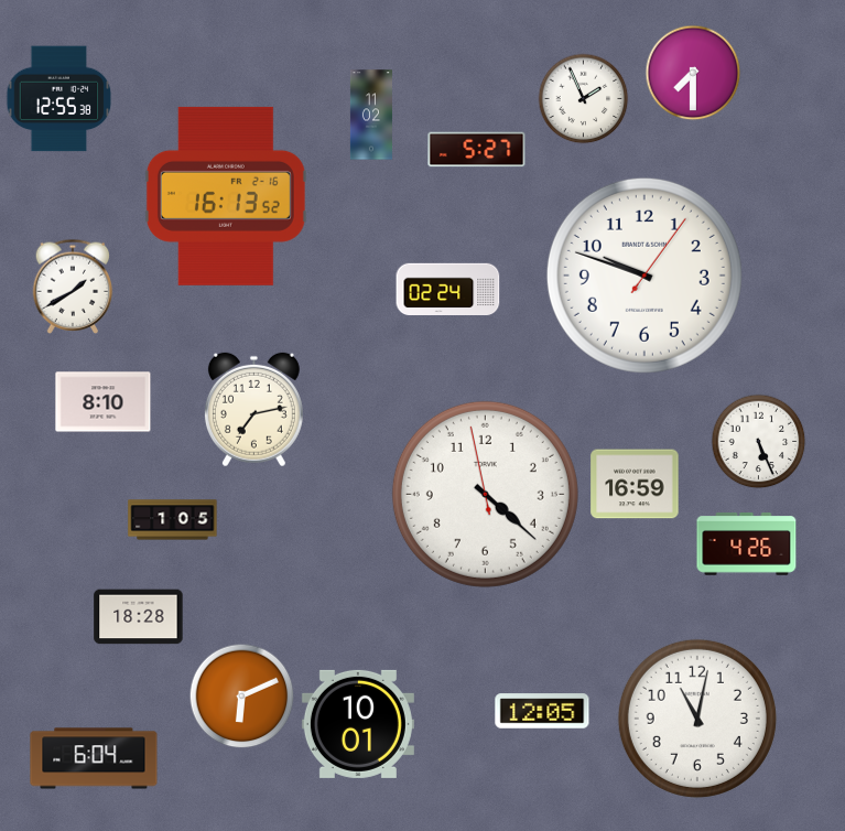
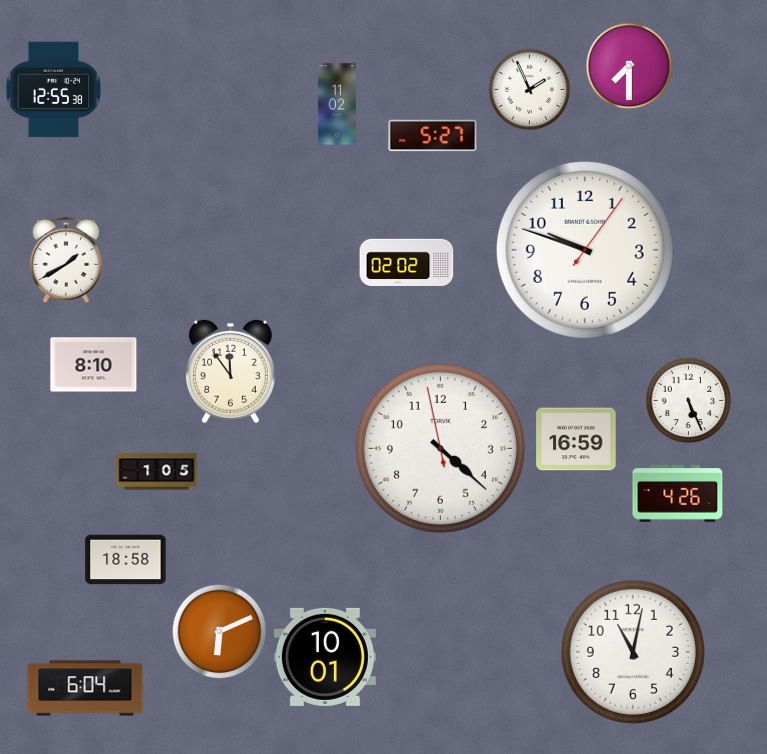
clock at (226, 196): 16:13 -> none
clock at (448, 289): 02:24 -> 02:02
clock at (253, 410): 7:13 -> 11:54
clock at (139, 617): 18:28 -> 18:58
clock at (542, 711): 12:05 -> none
